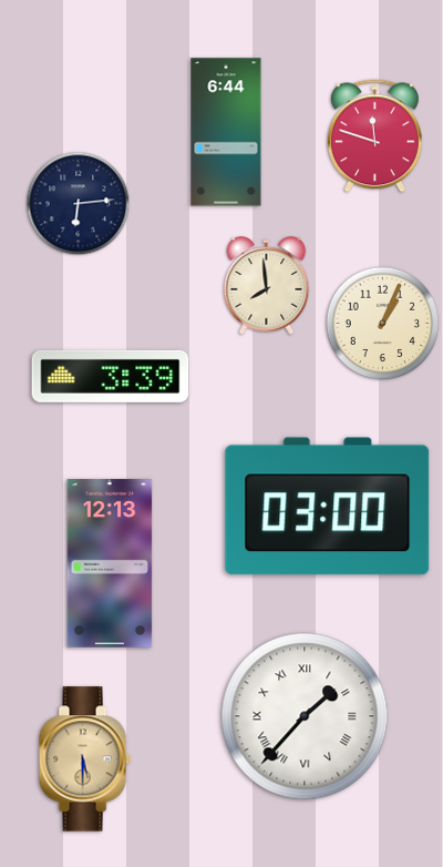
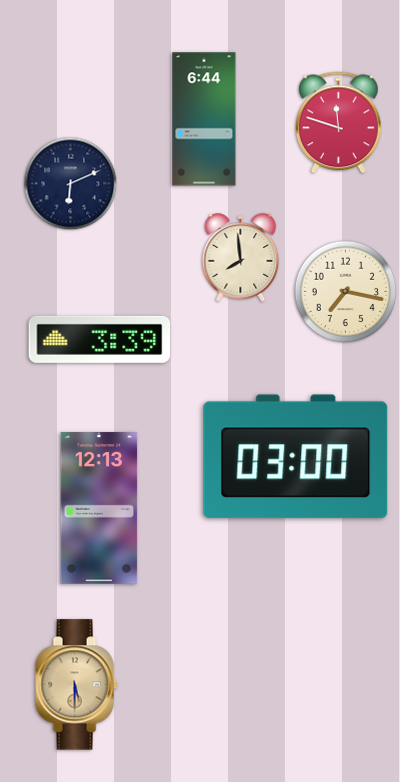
clock at (79, 204): 6:14 -> 6:11
clock at (383, 324): 1:04 -> 7:17
clock at (305, 716): 1:37 -> none
